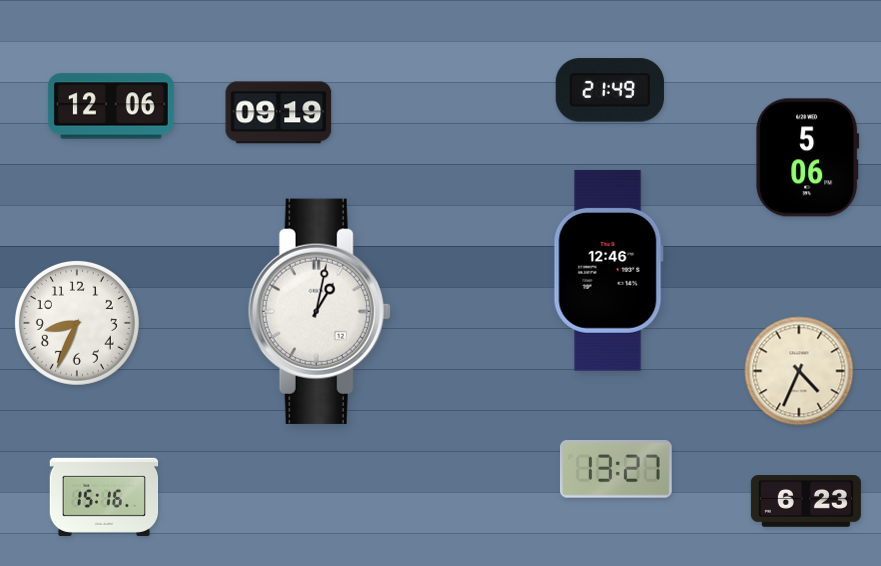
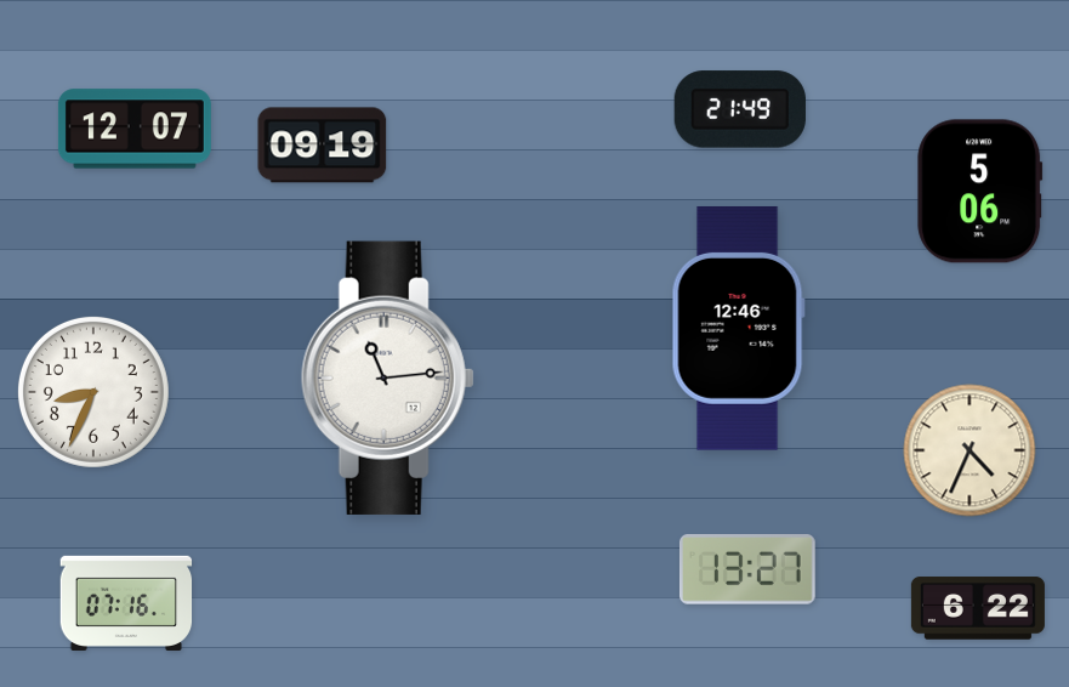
clock at (111, 106): 12:06 -> 12:07
clock at (279, 113) position: (279, 113) -> (323, 146)
clock at (319, 311): 1:02 -> 11:14
clock at (104, 497): 15:16 -> 07:16
clock at (806, 501): 6:23 -> 6:22
